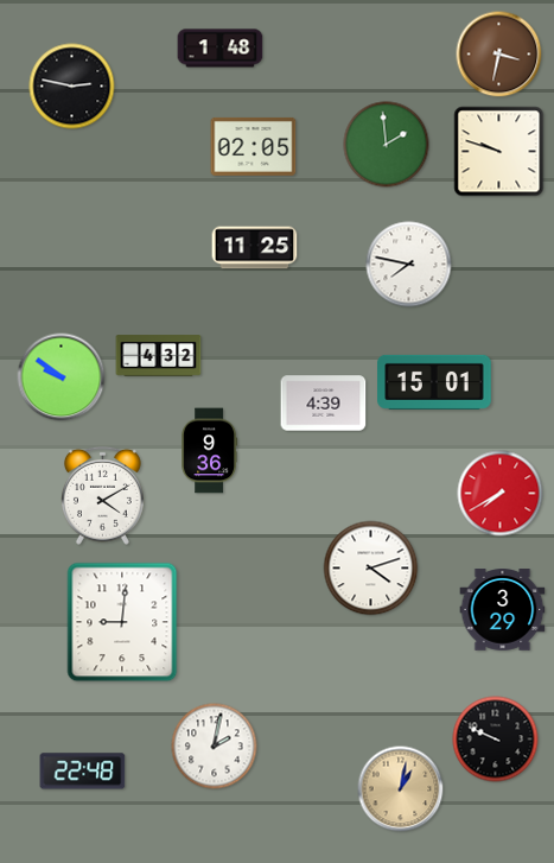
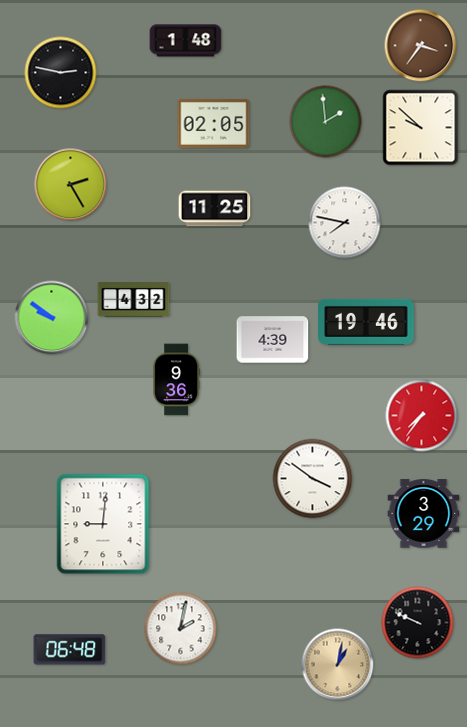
clock at (499, 55): 3:32 -> 3:36
clock at (499, 152): 9:48 -> 9:52
clock at (71, 185): none -> 2:25
clock at (434, 382): 15:01 -> 19:46
clock at (501, 494): 7:40 -> 7:36
clock at (102, 495): 4:10 -> none
clock at (371, 569): 4:12 -> 3:51
clock at (83, 772): 22:48 -> 06:48
